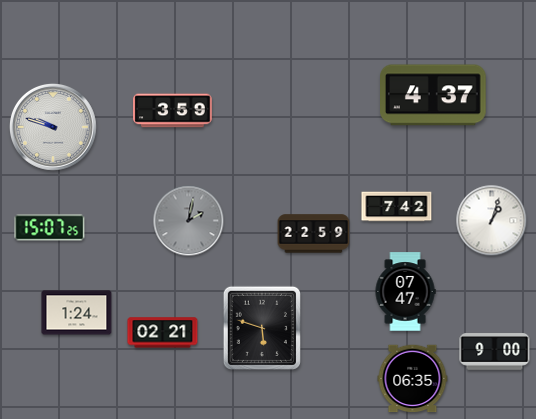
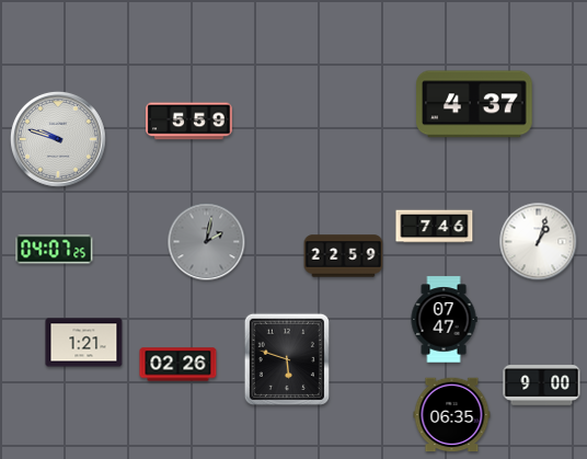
clock at (173, 111): 3:59 -> 5:59
clock at (397, 207): 7:42 -> 7:46
clock at (50, 228): 15:07 -> 04:07
clock at (77, 313): 1:24 -> 1:21
clock at (163, 333): 02:21 -> 02:26
